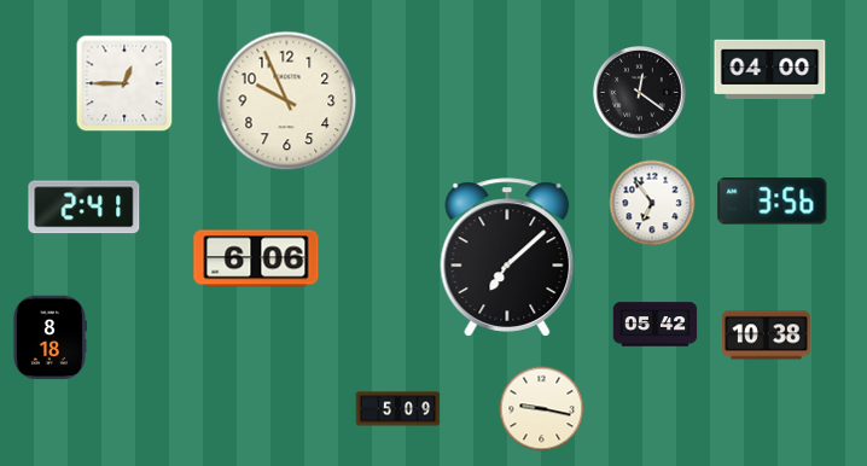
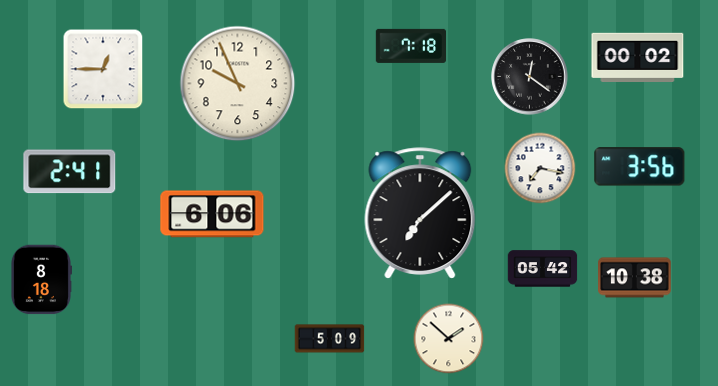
clock at (410, 46): none -> 7:18
clock at (770, 69): 04:00 -> 00:02
clock at (652, 203): 6:54 -> 7:17
clock at (542, 409): 9:17 -> 1:52
